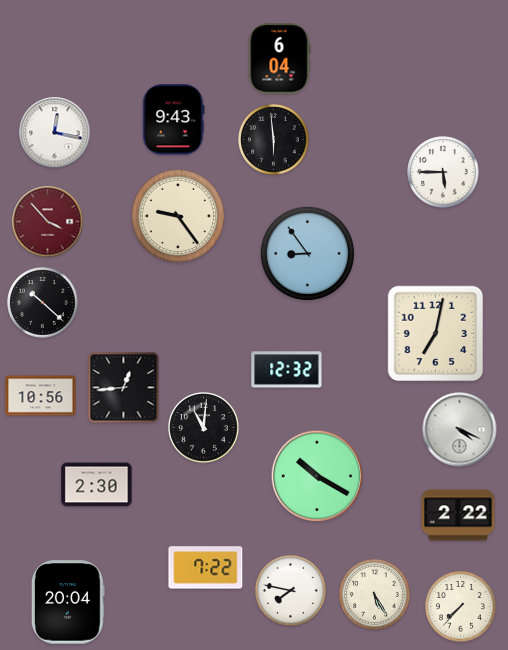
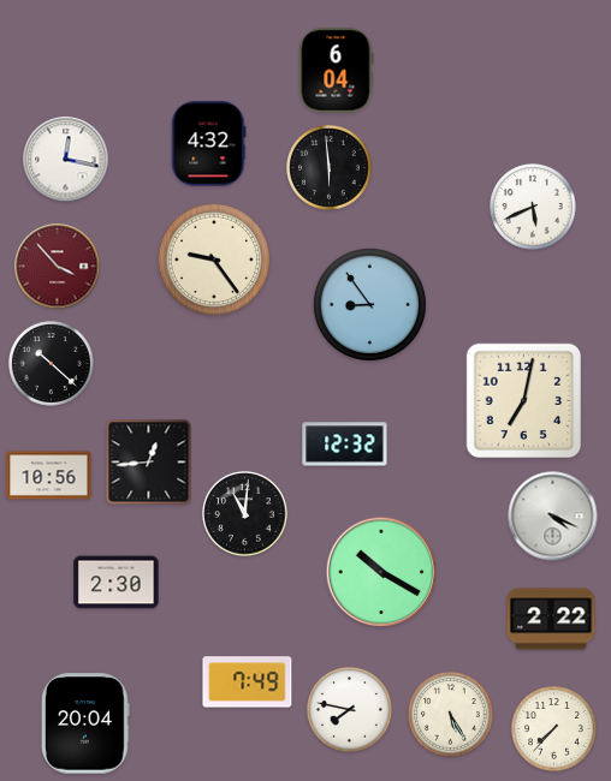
clock at (174, 120): 9:43 -> 4:32
clock at (443, 172): 5:45 -> 5:41
clock at (124, 388) position: (124, 388) -> (149, 463)
clock at (206, 568): 7:22 -> 7:49
clock at (68, 602) position: (68, 602) -> (85, 723)
